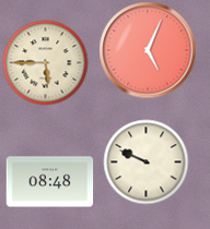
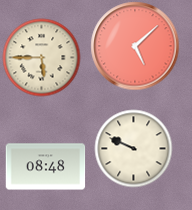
clock at (148, 50): 5:04 -> 5:08
